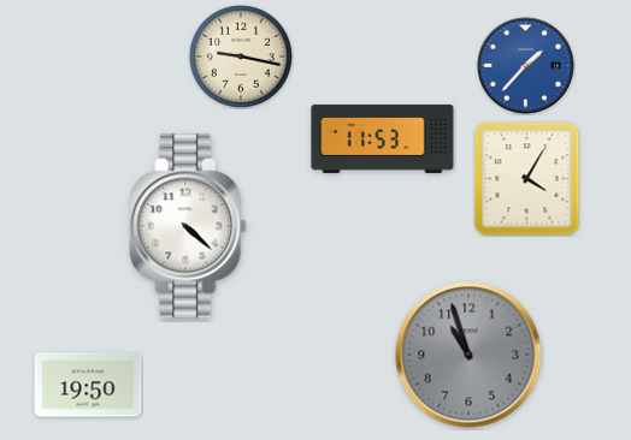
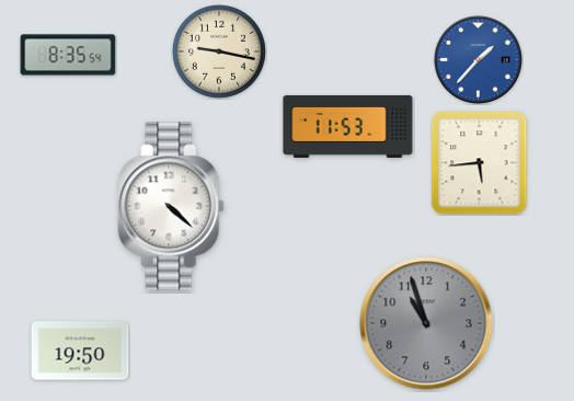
clock at (68, 55): none -> 8:35
clock at (527, 179): 4:05 -> 5:44
